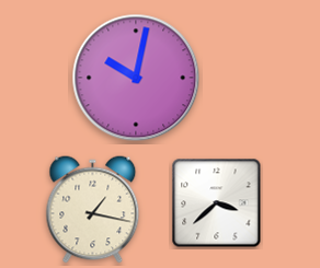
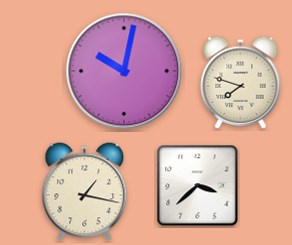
clock at (241, 82): none -> 7:48
